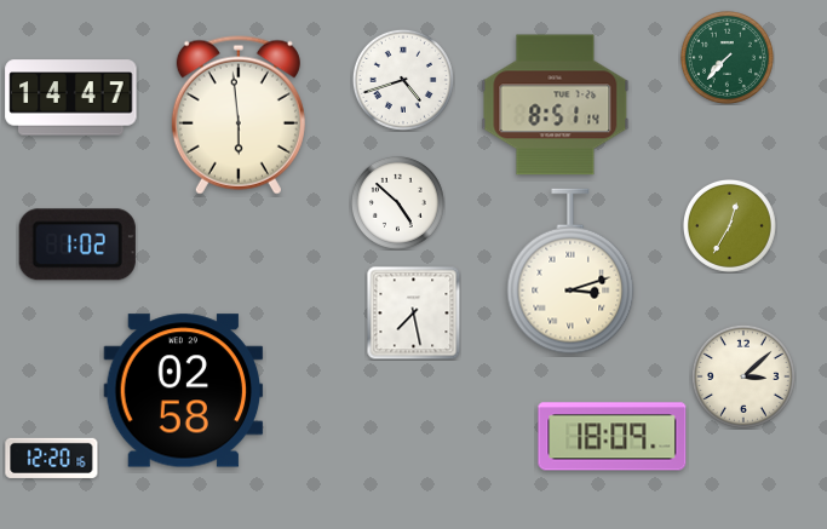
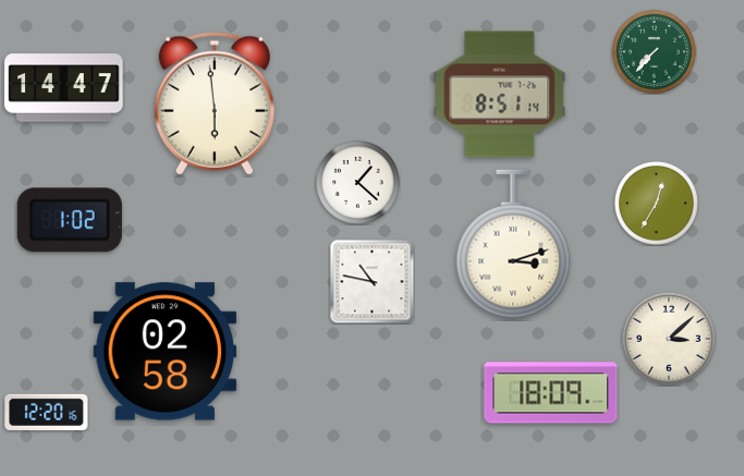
clock at (403, 80): 4:42 -> none
clock at (397, 202): 4:52 -> 1:22
clock at (413, 312): 7:28 -> 10:47
